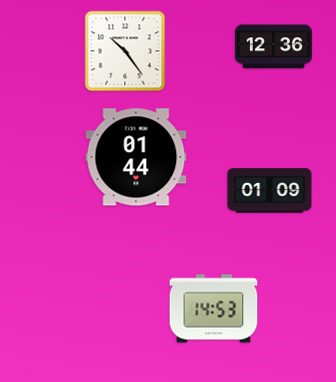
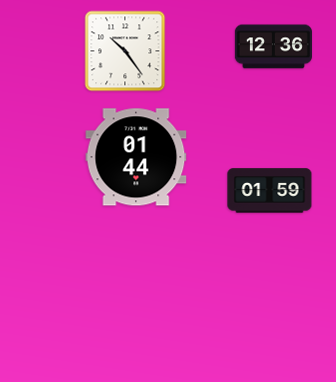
clock at (270, 191): 01:09 -> 01:59
clock at (214, 309): 14:53 -> none
